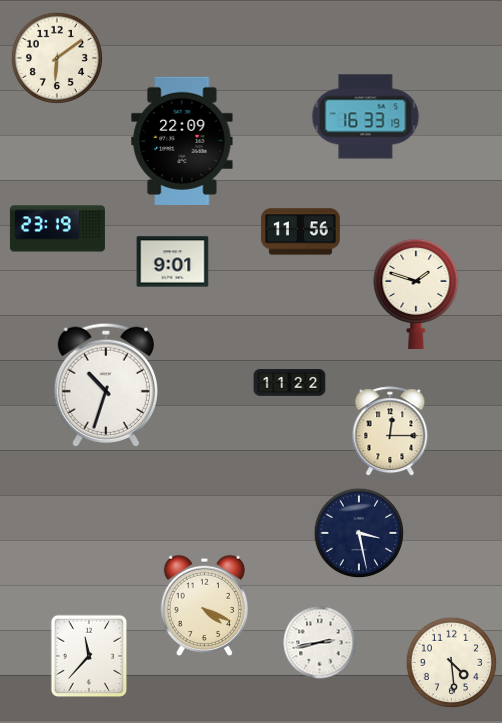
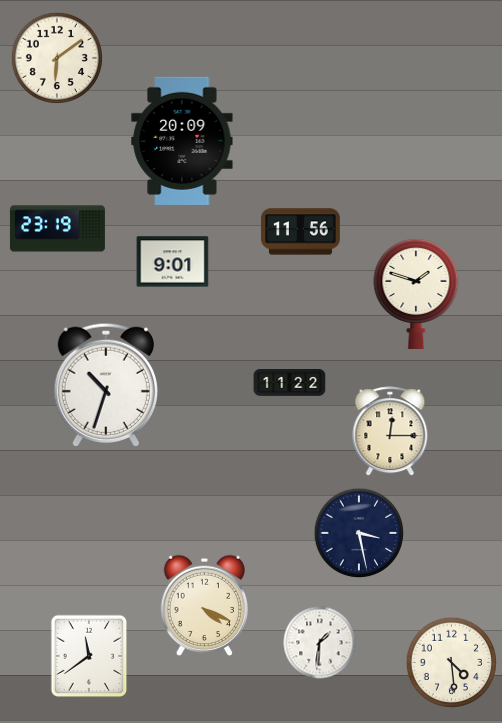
clock at (366, 117): 16:33 -> none
clock at (182, 141): 22:09 -> 20:09
clock at (320, 643): 2:43 -> 1:31
clock at (89, 656): 11:37 -> 11:39
